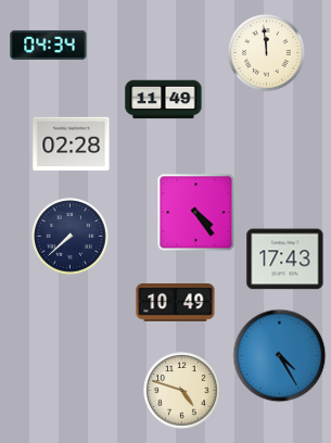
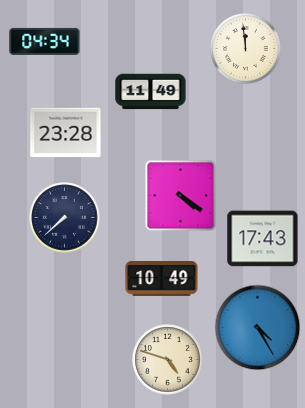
clock at (72, 144): 02:28 -> 23:28
clock at (196, 213): 4:24 -> 4:21
